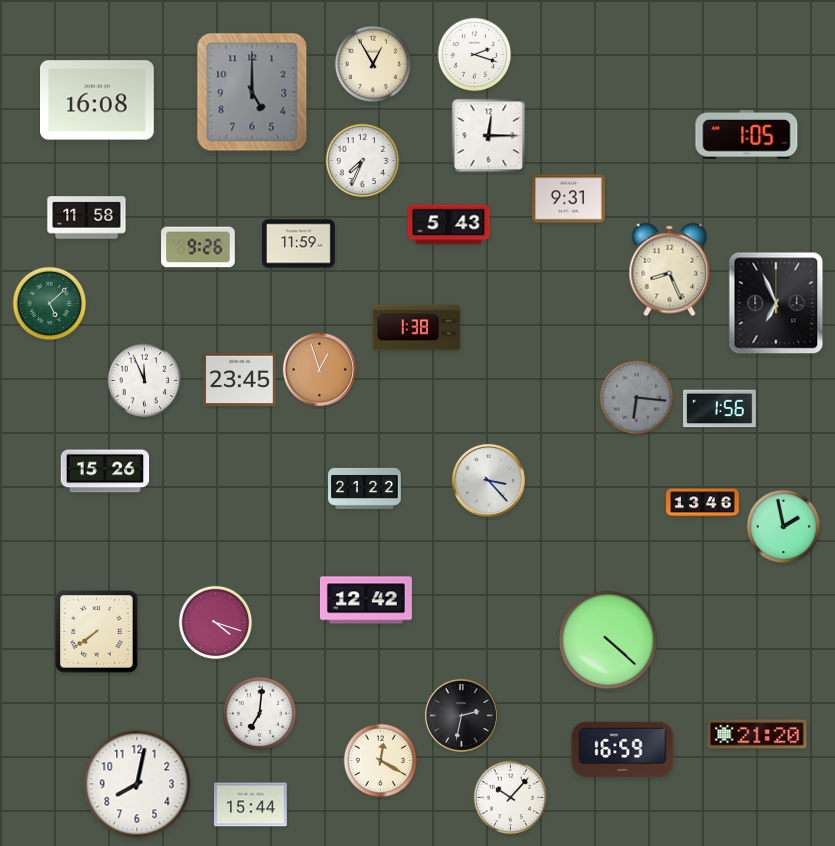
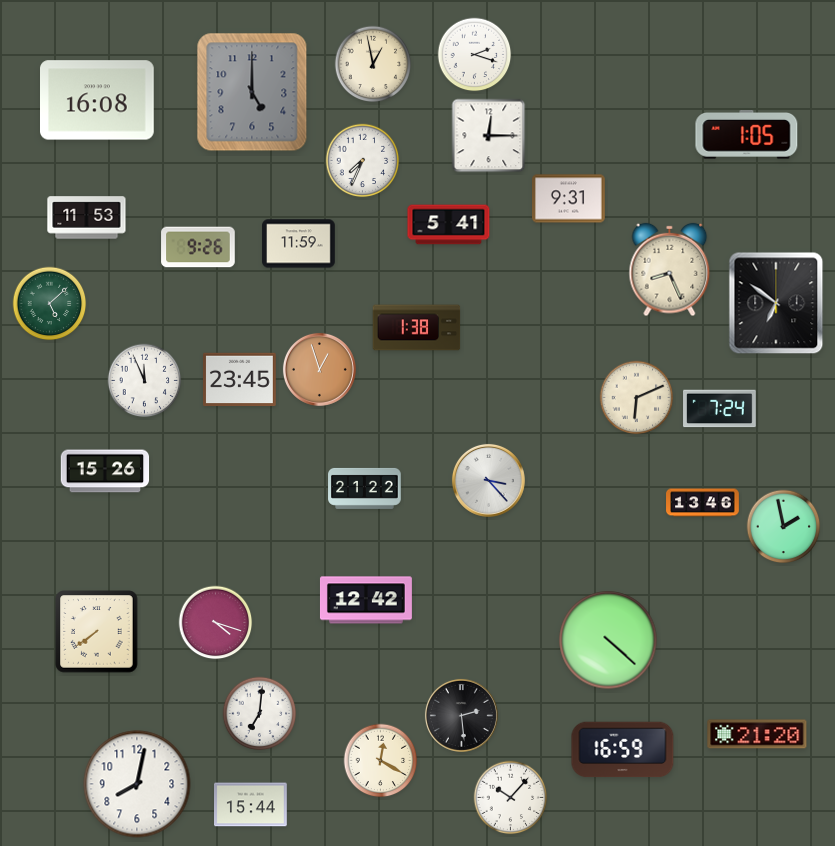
clock at (373, 64): 12:55 -> 12:58
clock at (87, 218): 11:58 -> 11:53
clock at (449, 225): 5:43 -> 5:41
clock at (776, 303): 6:56 -> 6:51
clock at (637, 398): 6:16 -> 6:11
clock at (637, 398) dial: grey -> cream
clock at (720, 409): 1:56 -> 7:24
clock at (461, 715): 2:32 -> 2:29
